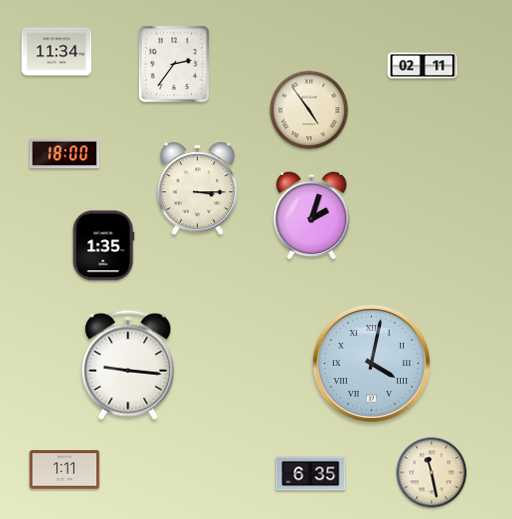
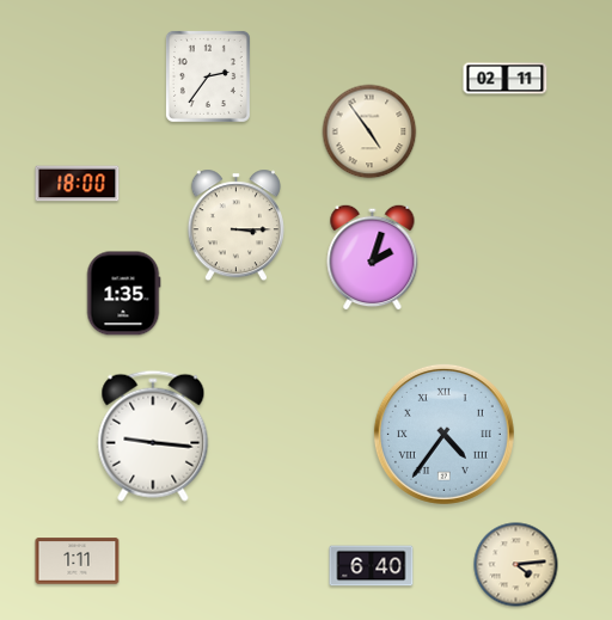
clock at (57, 52): 11:34 -> none
clock at (371, 363): 4:02 -> 4:36
clock at (432, 473): 11:28 -> 4:14
clock at (311, 474): 6:35 -> 6:40
